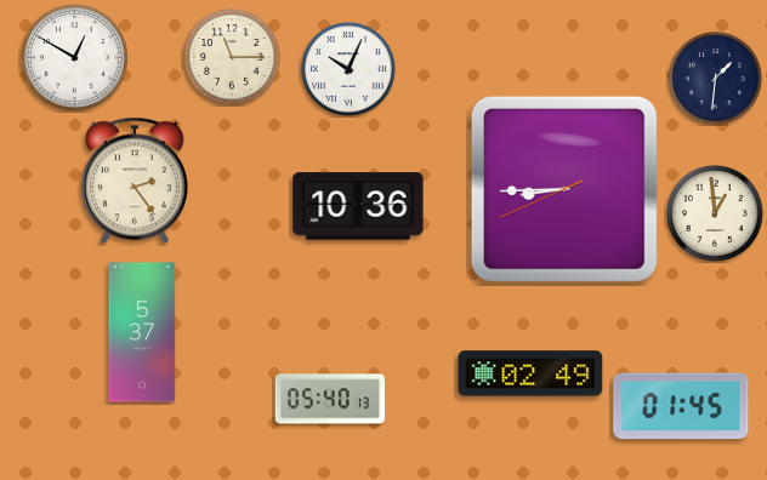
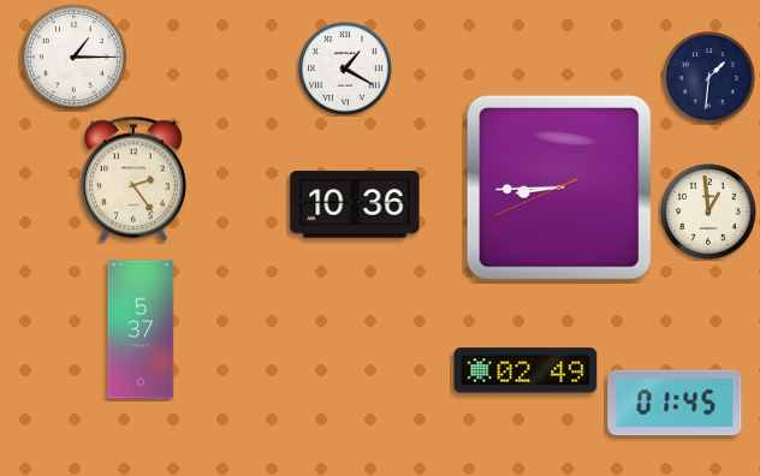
clock at (232, 57): 11:15 -> none
clock at (75, 58): 12:50 -> 1:15
clock at (348, 69): 10:04 -> 1:20
clock at (330, 399): 05:40 -> none
